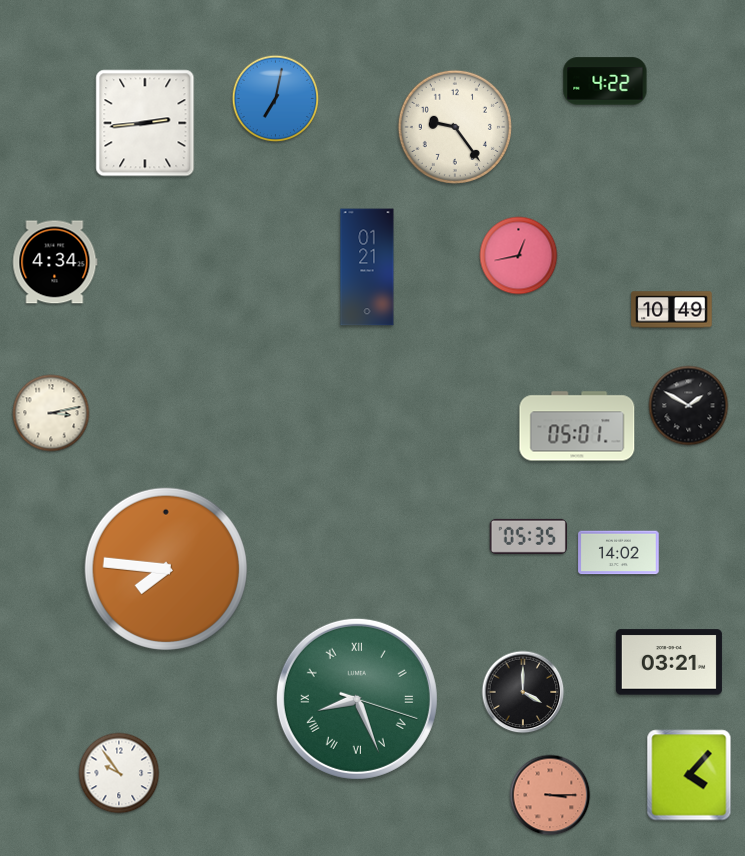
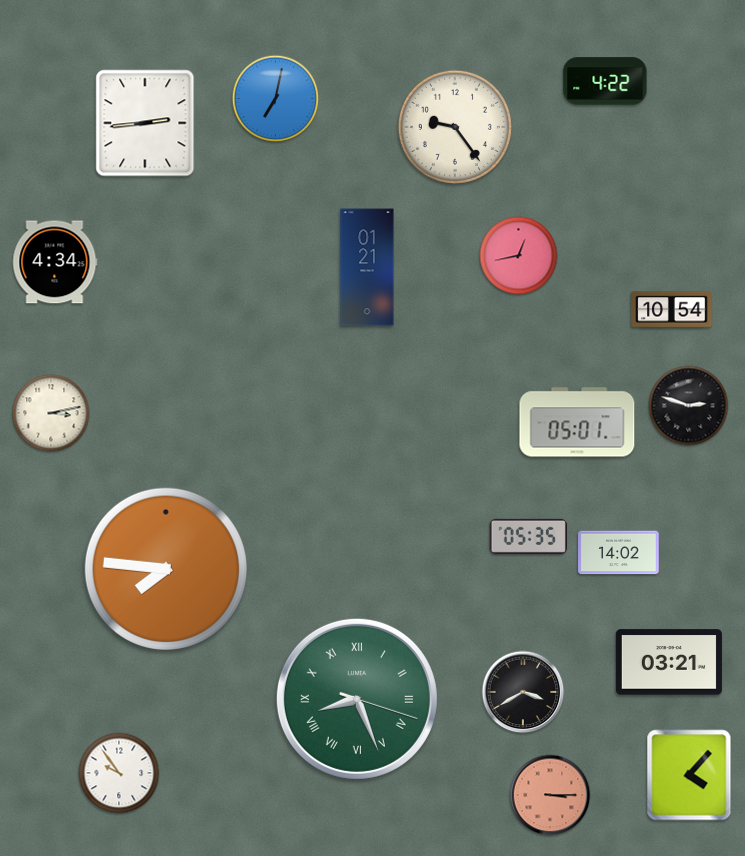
clock at (672, 310): 10:49 -> 10:54
clock at (689, 406): 1:50 -> 2:48
clock at (577, 426) position: (577, 426) -> (577, 422)
clock at (523, 692): 4:00 -> 3:40
